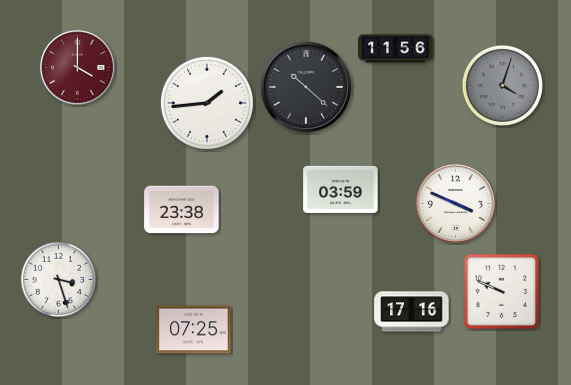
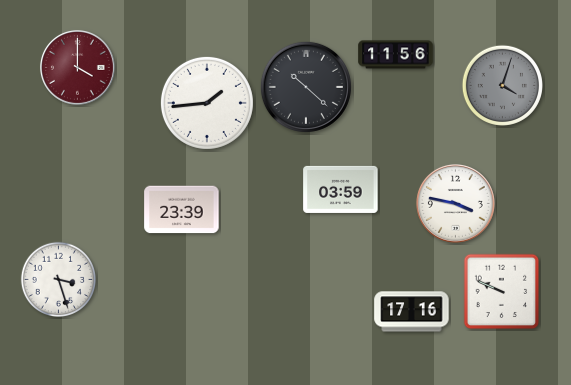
clock at (396, 49) position: (396, 49) -> (396, 55)
clock at (455, 203): 3:49 -> 3:47
clock at (182, 210): 23:38 -> 23:39
clock at (194, 330): 07:25 -> none
